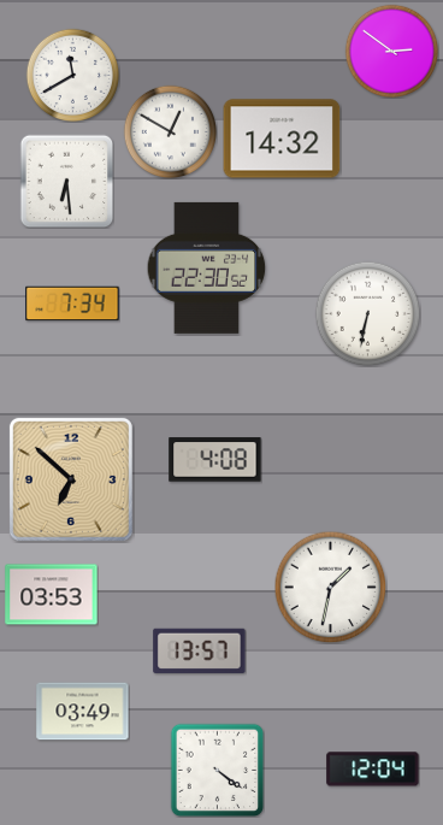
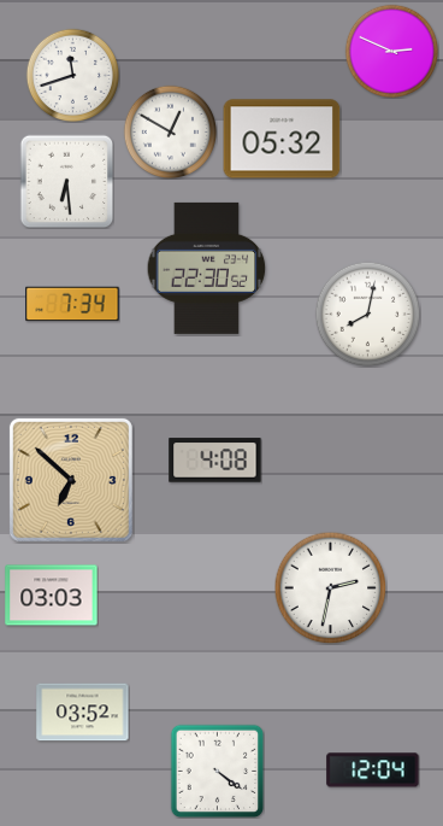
clock at (391, 51): 2:51 -> 2:49
clock at (72, 75): 11:40 -> 11:42
clock at (282, 139): 14:32 -> 05:32
clock at (367, 313): 6:32 -> 8:02
clock at (330, 587): 1:32 -> 2:32
clock at (52, 595): 03:53 -> 03:03
clock at (200, 650): 13:57 -> none
clock at (83, 712): 03:49 -> 03:52
